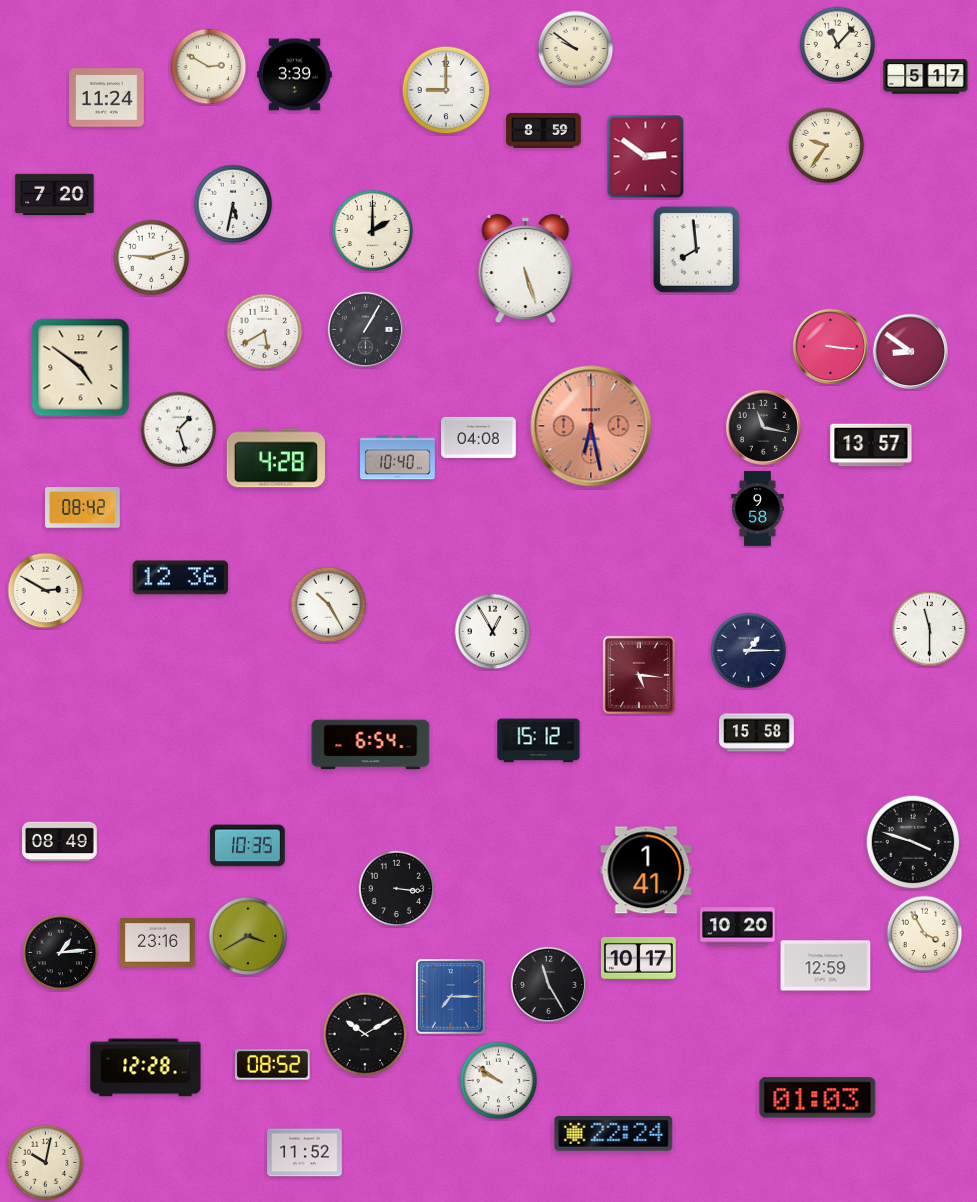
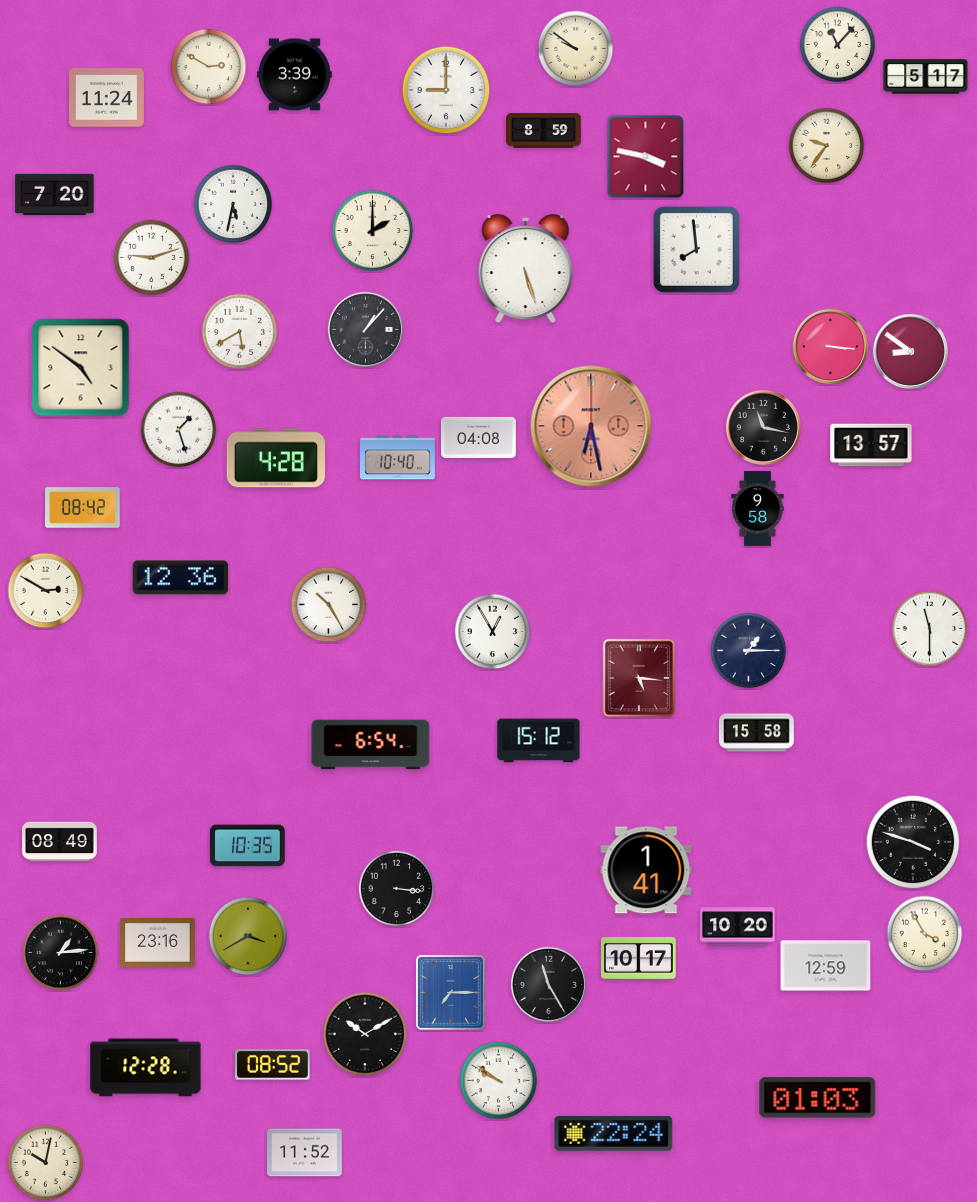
clock at (646, 157): 2:51 -> 3:47
clock at (365, 329): 1:05 -> 1:07
clock at (265, 332) position: (265, 332) -> (240, 332)
clock at (639, 675) position: (639, 675) -> (639, 678)
clock at (451, 997) position: (451, 997) -> (451, 993)
